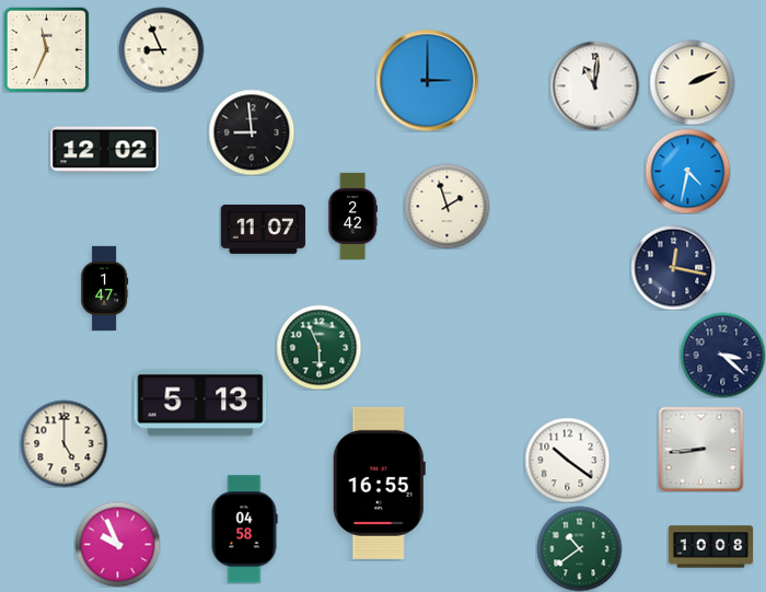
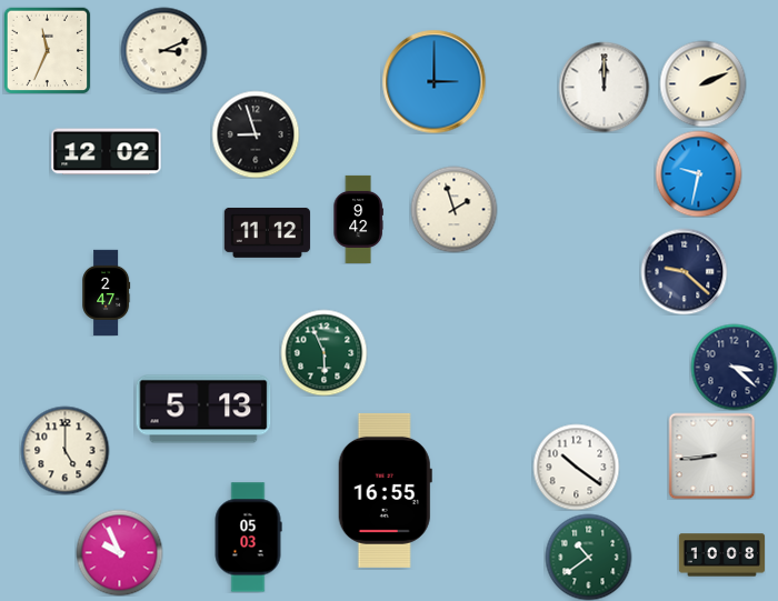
clock at (161, 49): 8:56 -> 3:11
clock at (594, 85): 11:01 -> 12:00
clock at (252, 132): 8:59 -> 8:57
clock at (687, 171): 4:32 -> 9:32
clock at (352, 216): 2:42 -> 9:42
clock at (263, 229): 11:07 -> 11:12
clock at (673, 267): 12:17 -> 9:22
clock at (105, 288): 1:47 -> 2:47
clock at (722, 355) position: (722, 355) -> (734, 367)
clock at (244, 530): 04:58 -> 05:03
